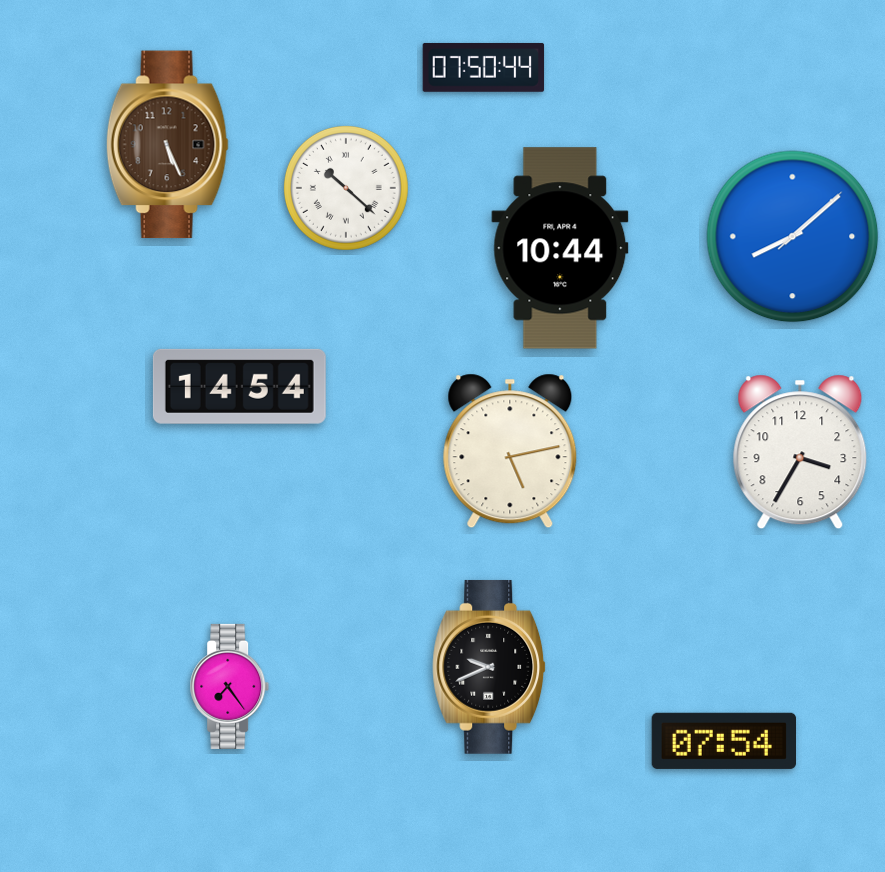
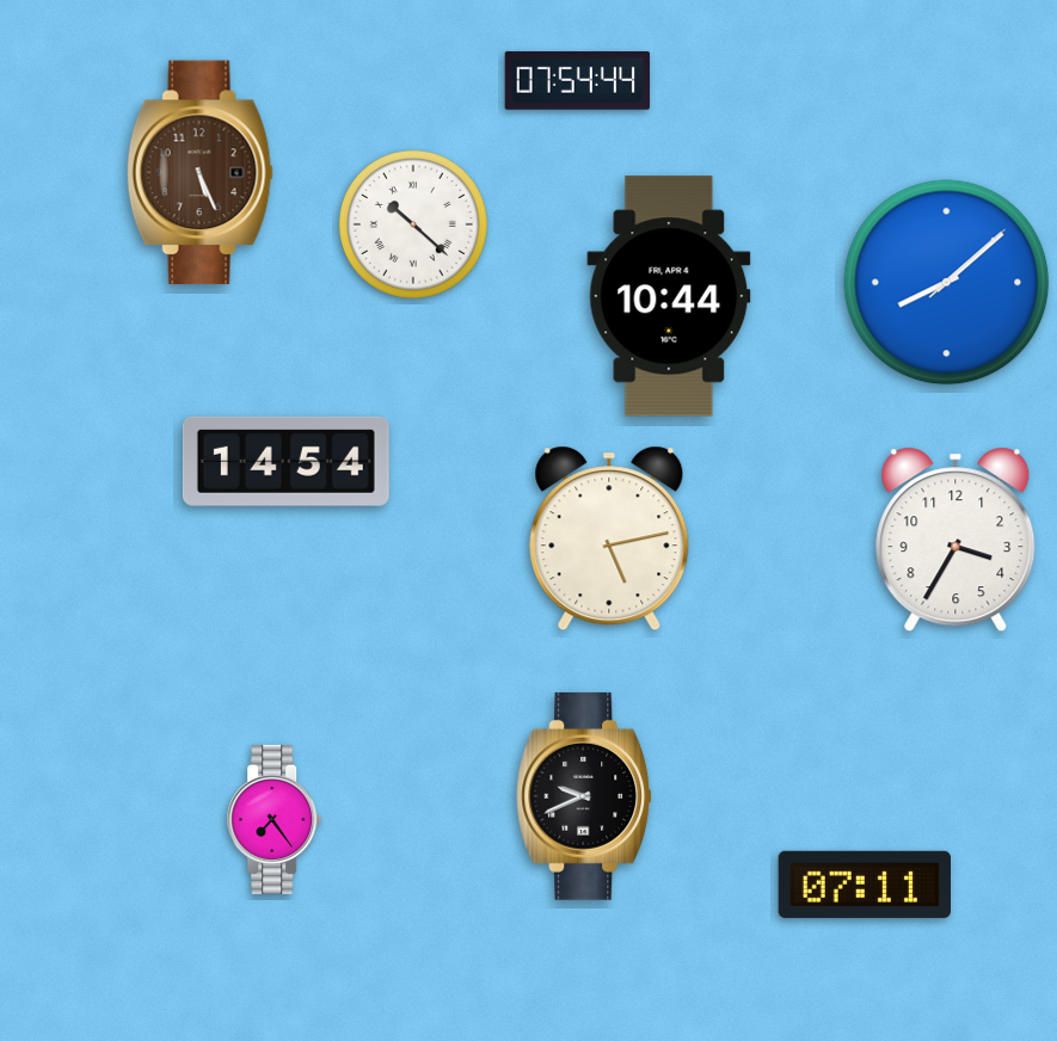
clock at (484, 67): 07:50 -> 07:54
clock at (723, 741): 07:54 -> 07:11
